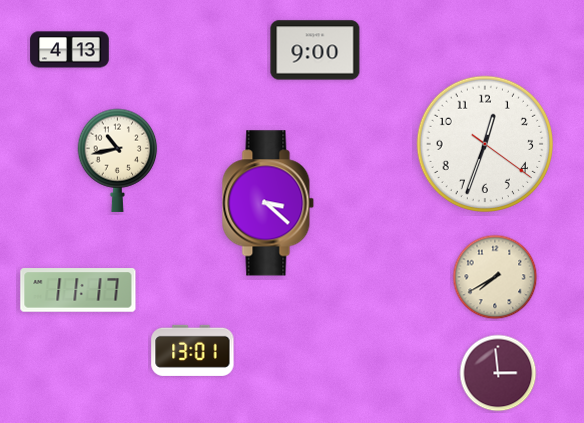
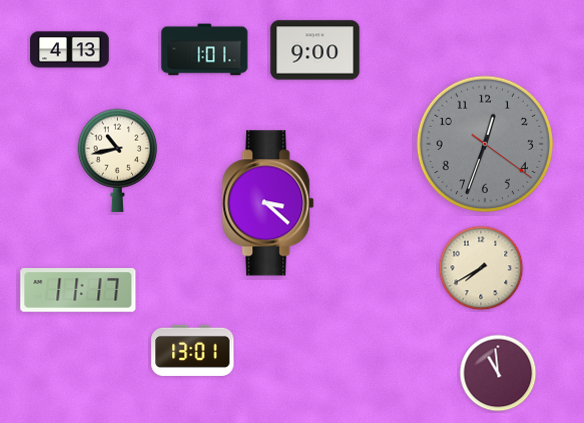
clock at (205, 50): none -> 1:01
clock at (484, 143) dial: white -> grey
clock at (495, 277) position: (495, 277) -> (481, 268)
clock at (498, 373): 2:59 -> 10:59
